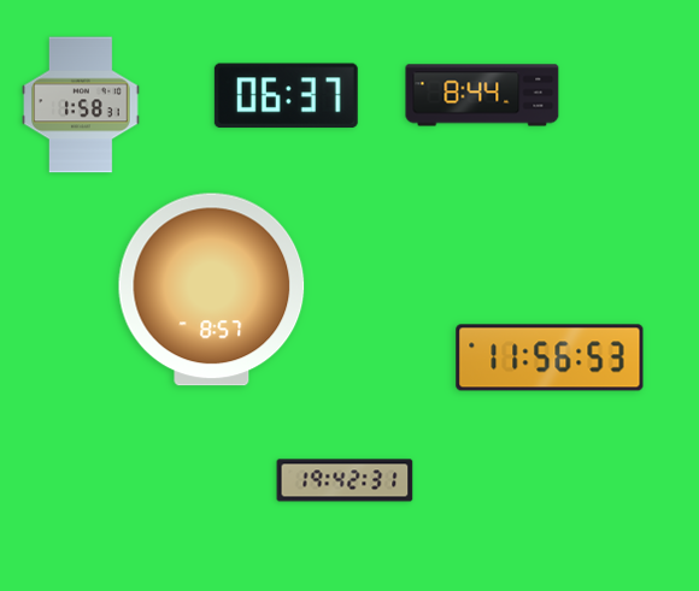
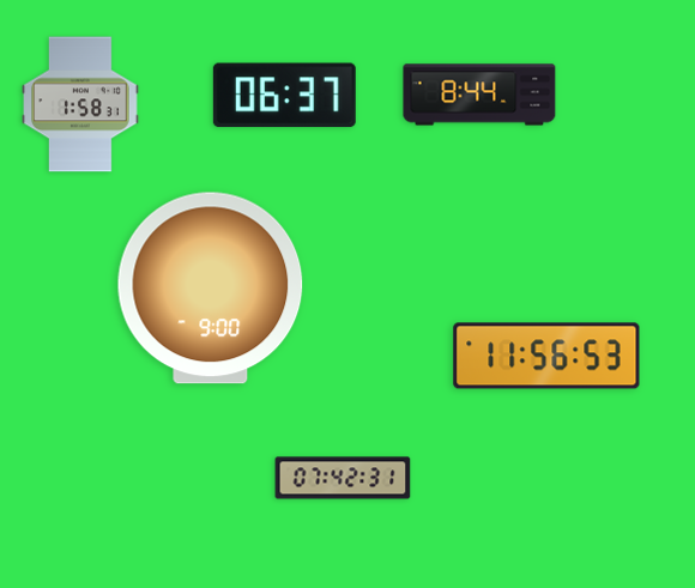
clock at (212, 290): 8:57 -> 9:00
clock at (345, 480): 19:42 -> 07:42
